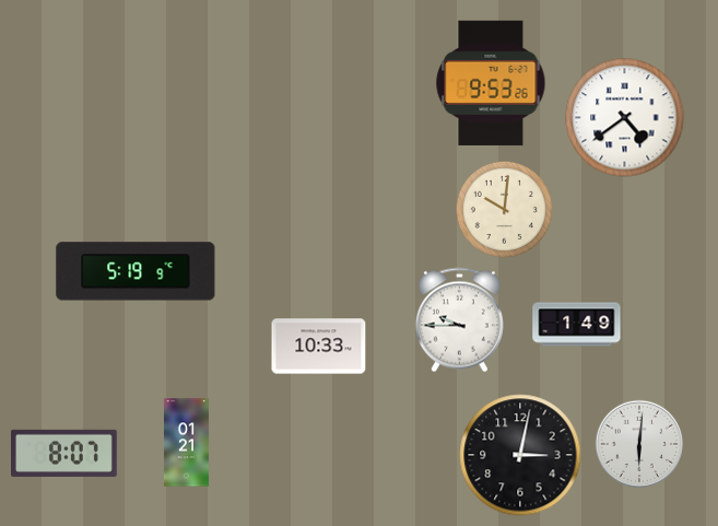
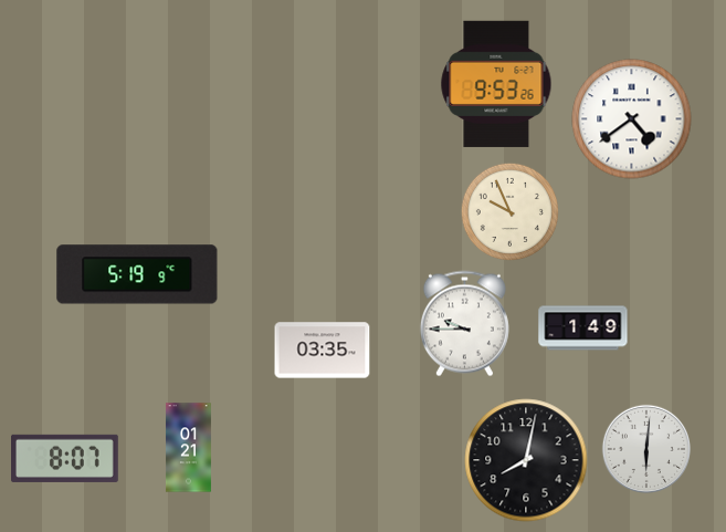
clock at (504, 209): 10:01 -> 9:56
clock at (319, 347): 10:33 -> 03:35
clock at (520, 455): 3:02 -> 8:02
